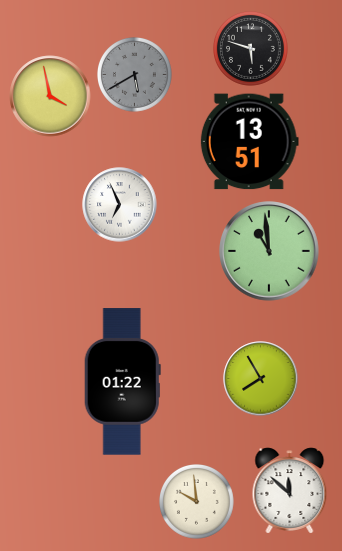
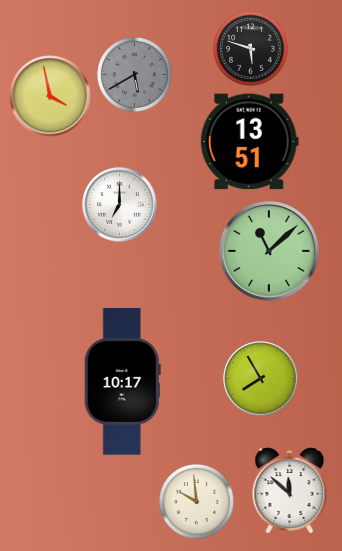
clock at (120, 205): 6:56 -> 7:00
clock at (269, 251): 10:59 -> 11:08
clock at (122, 382): 01:22 -> 10:17
